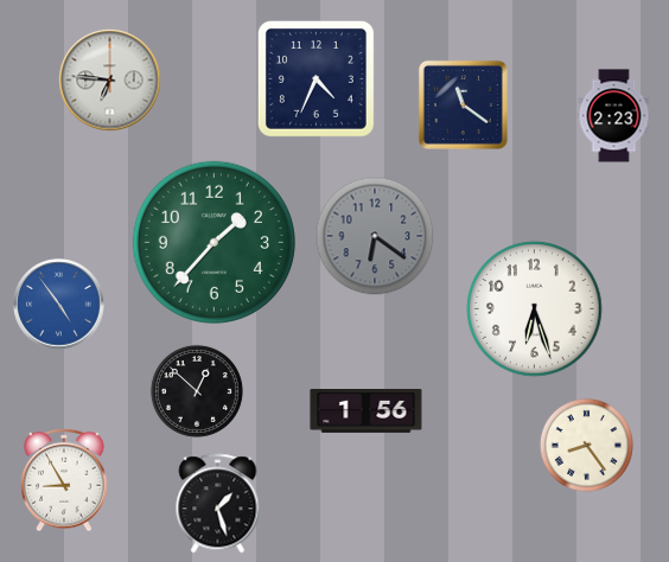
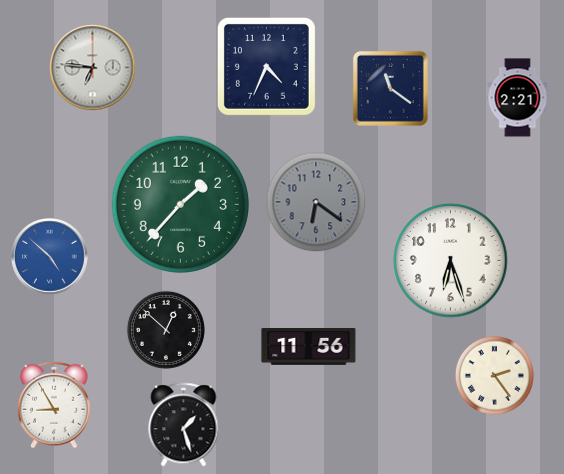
clock at (614, 116): 2:23 -> 2:21
clock at (375, 236) position: (375, 236) -> (316, 202)
clock at (59, 305): 4:54 -> 4:52
clock at (367, 411): 1:56 -> 11:56
clock at (586, 445): 8:24 -> 2:24
